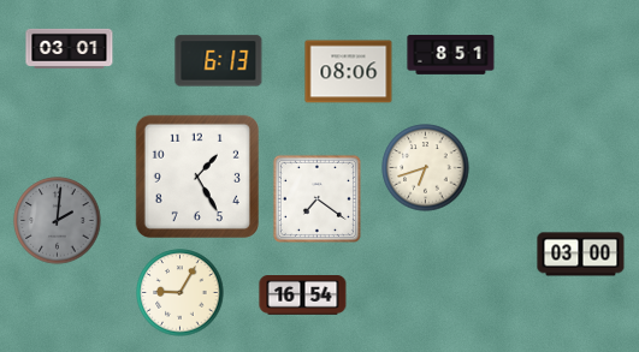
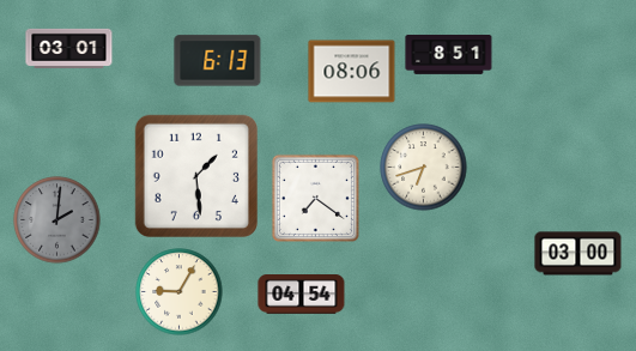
clock at (349, 72) position: (349, 72) -> (352, 72)
clock at (197, 177): 1:25 -> 1:29
clock at (303, 296): 16:54 -> 04:54
